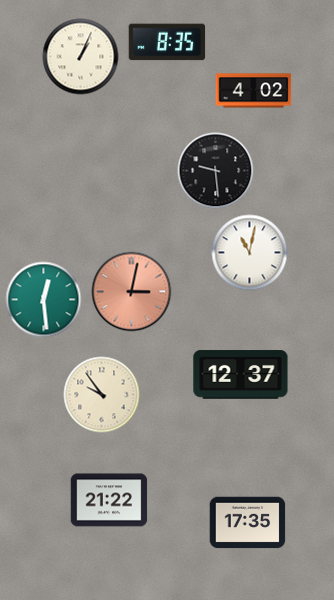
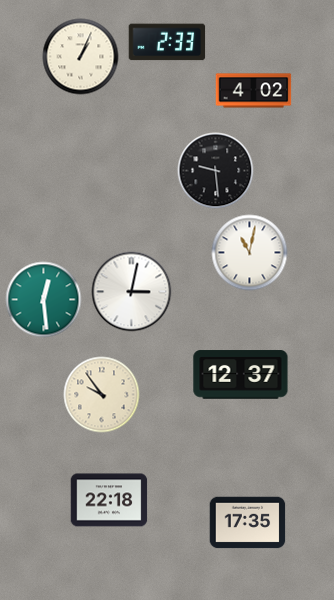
clock at (167, 42): 8:35 -> 2:33
clock at (132, 292) dial: salmon -> white
clock at (109, 500): 21:22 -> 22:18
